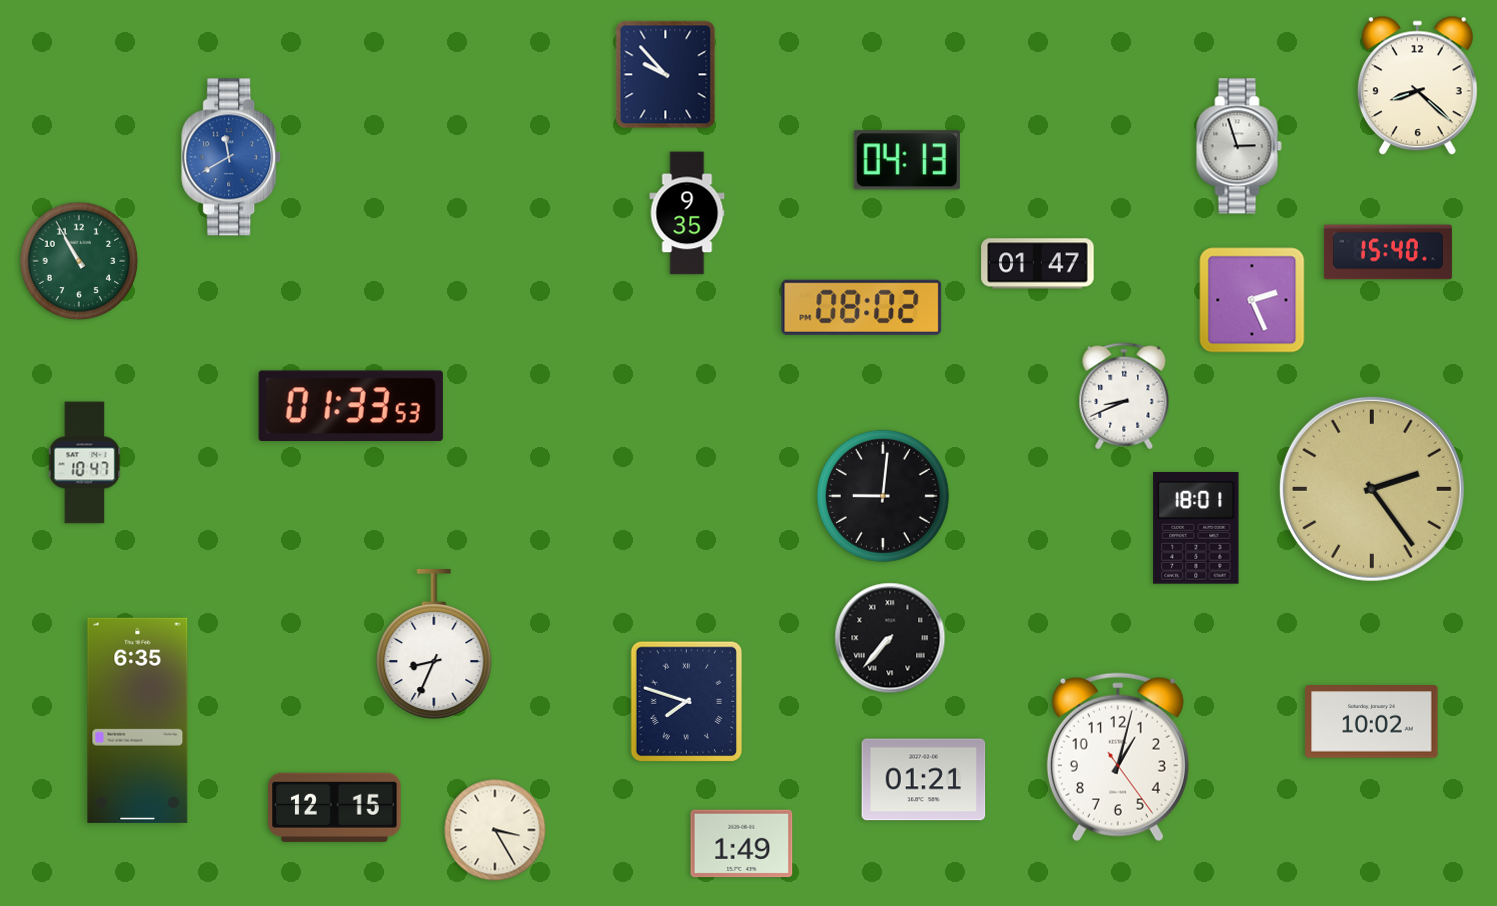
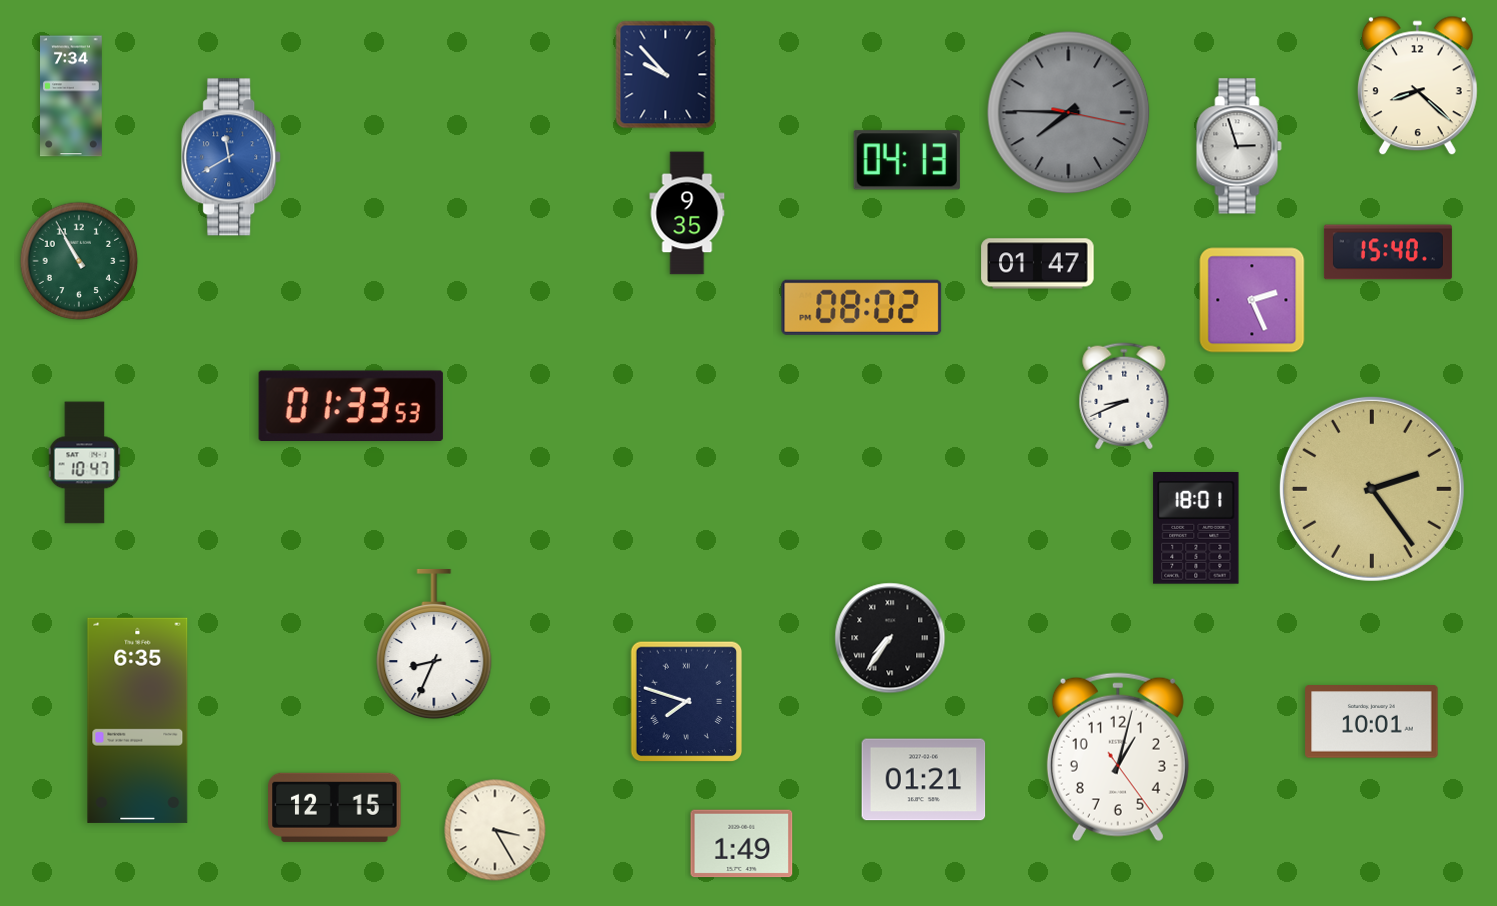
clock at (72, 96): none -> 7:34
clock at (1069, 113): none -> 7:45
clock at (883, 496): 9:01 -> none
clock at (890, 638): 7:37 -> 7:36
clock at (1372, 722): 10:02 -> 10:01
